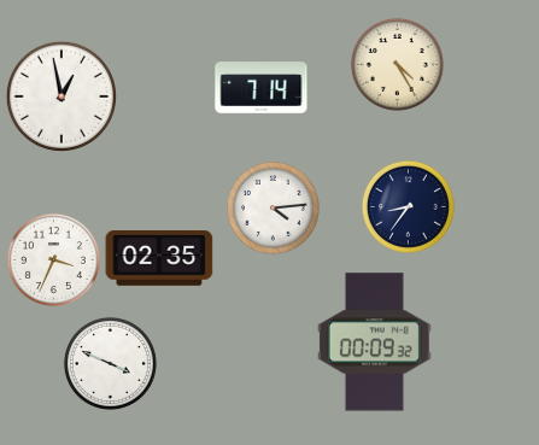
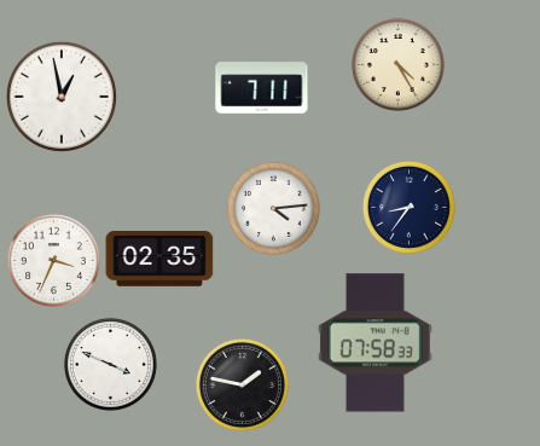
clock at (262, 88): 7:14 -> 7:11
clock at (374, 342): 00:09 -> 07:58
clock at (242, 384): none -> 1:47
